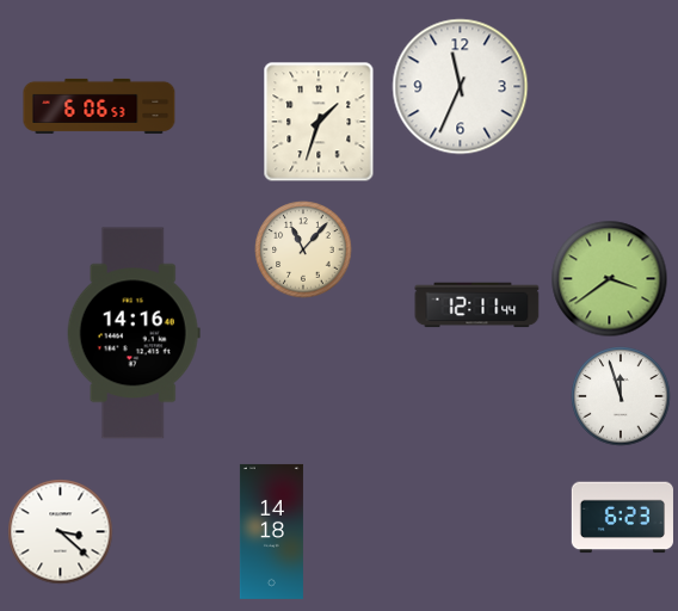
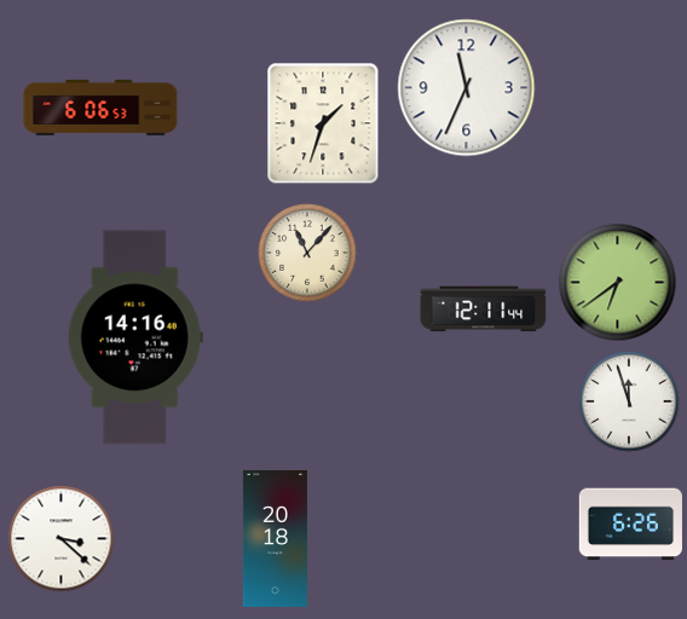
clock at (610, 279): 3:39 -> 6:39
clock at (622, 518): 6:23 -> 6:26
clock at (271, 531): 14:18 -> 20:18
